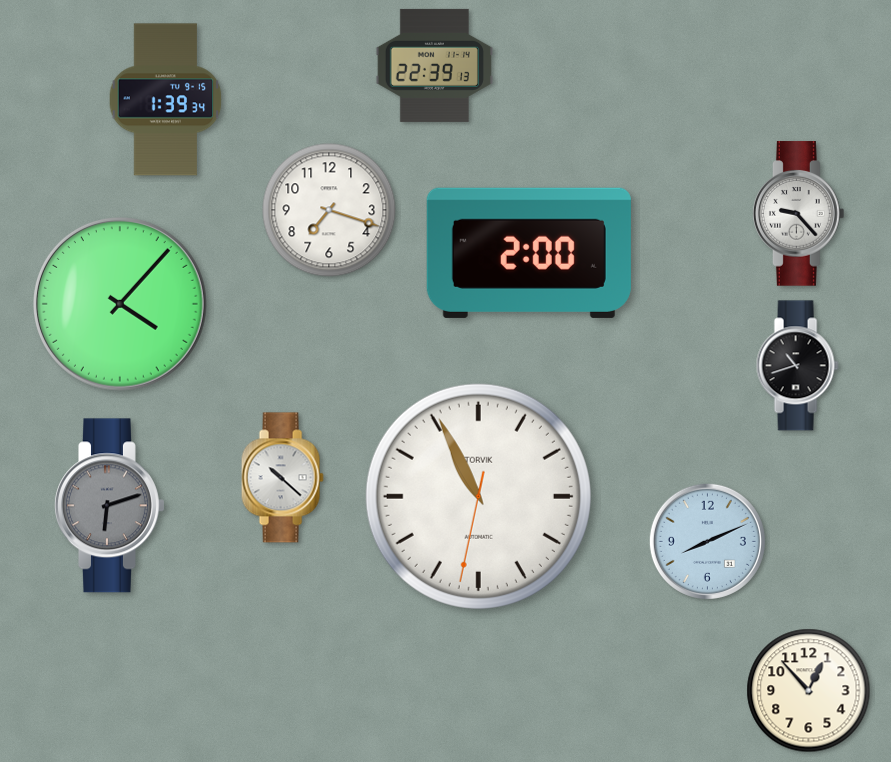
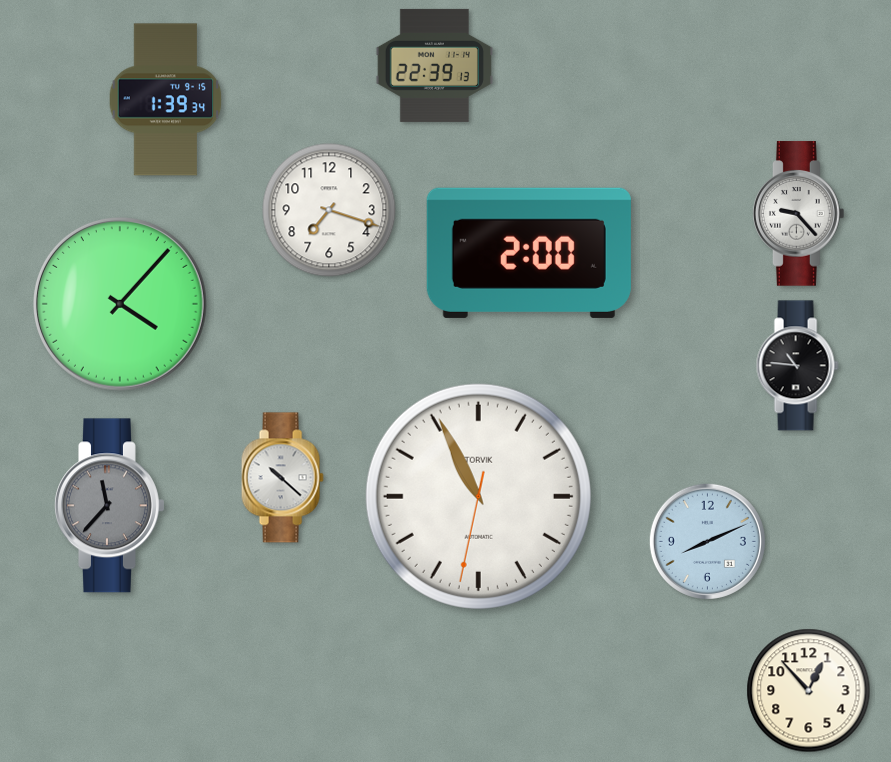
clock at (797, 366): 10:42 -> 10:46
clock at (109, 506): 6:12 -> 11:37
